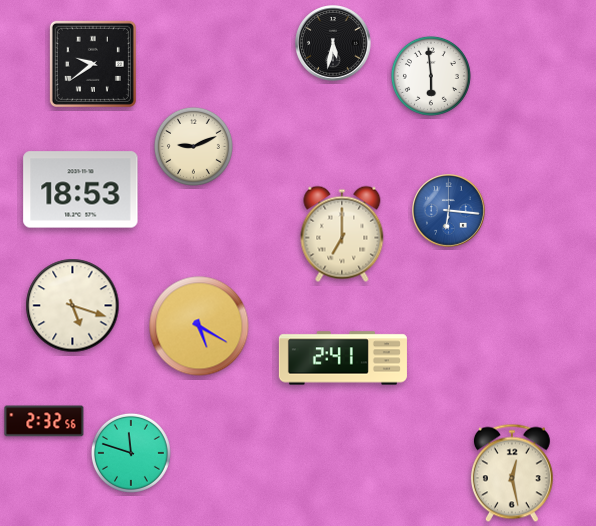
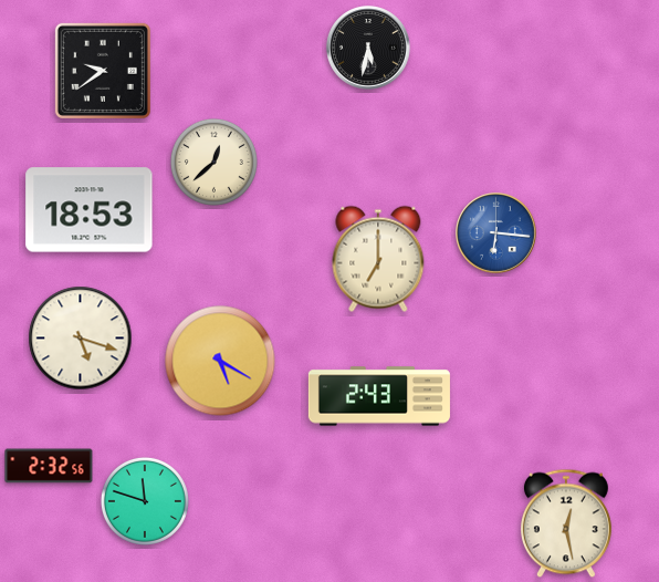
clock at (431, 76): 5:59 -> none
clock at (193, 146): 9:11 -> 12:38
clock at (343, 358): 2:41 -> 2:43
